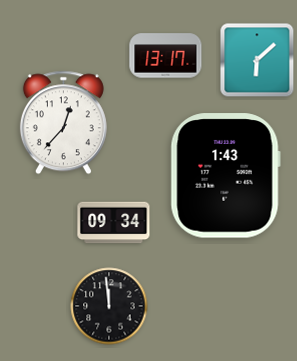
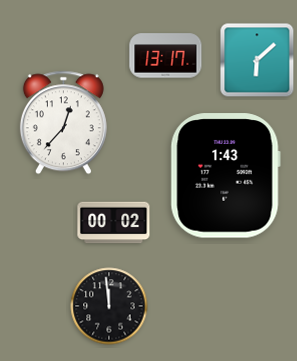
clock at (114, 223): 09:34 -> 00:02
